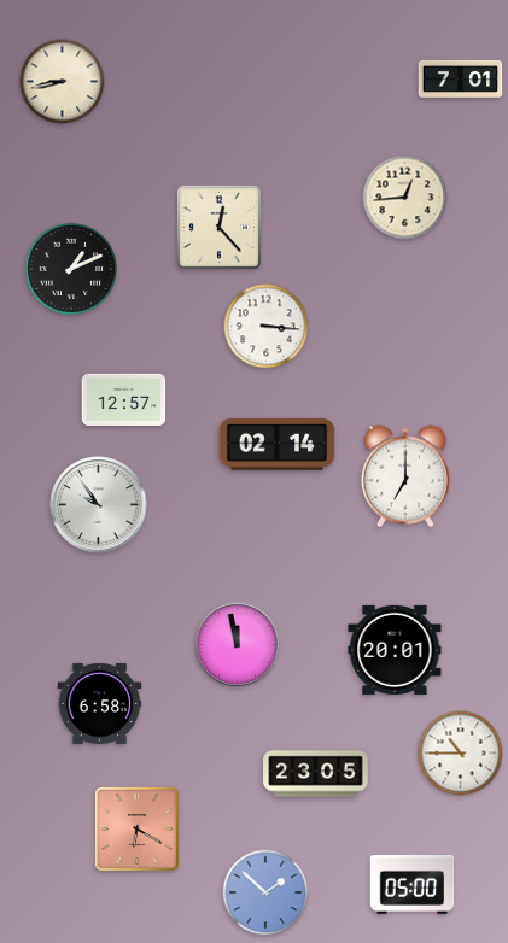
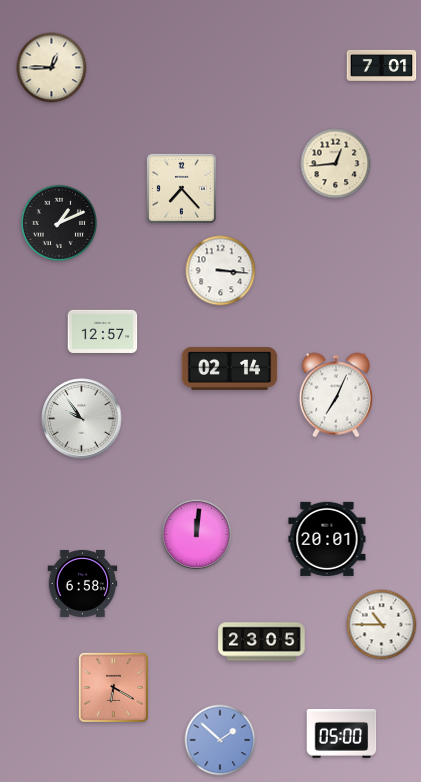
clock at (63, 82): 8:43 -> 12:45
clock at (218, 227): 12:23 -> 7:23
clock at (405, 476): 7:00 -> 7:04
clock at (238, 645): 11:58 -> 12:01
